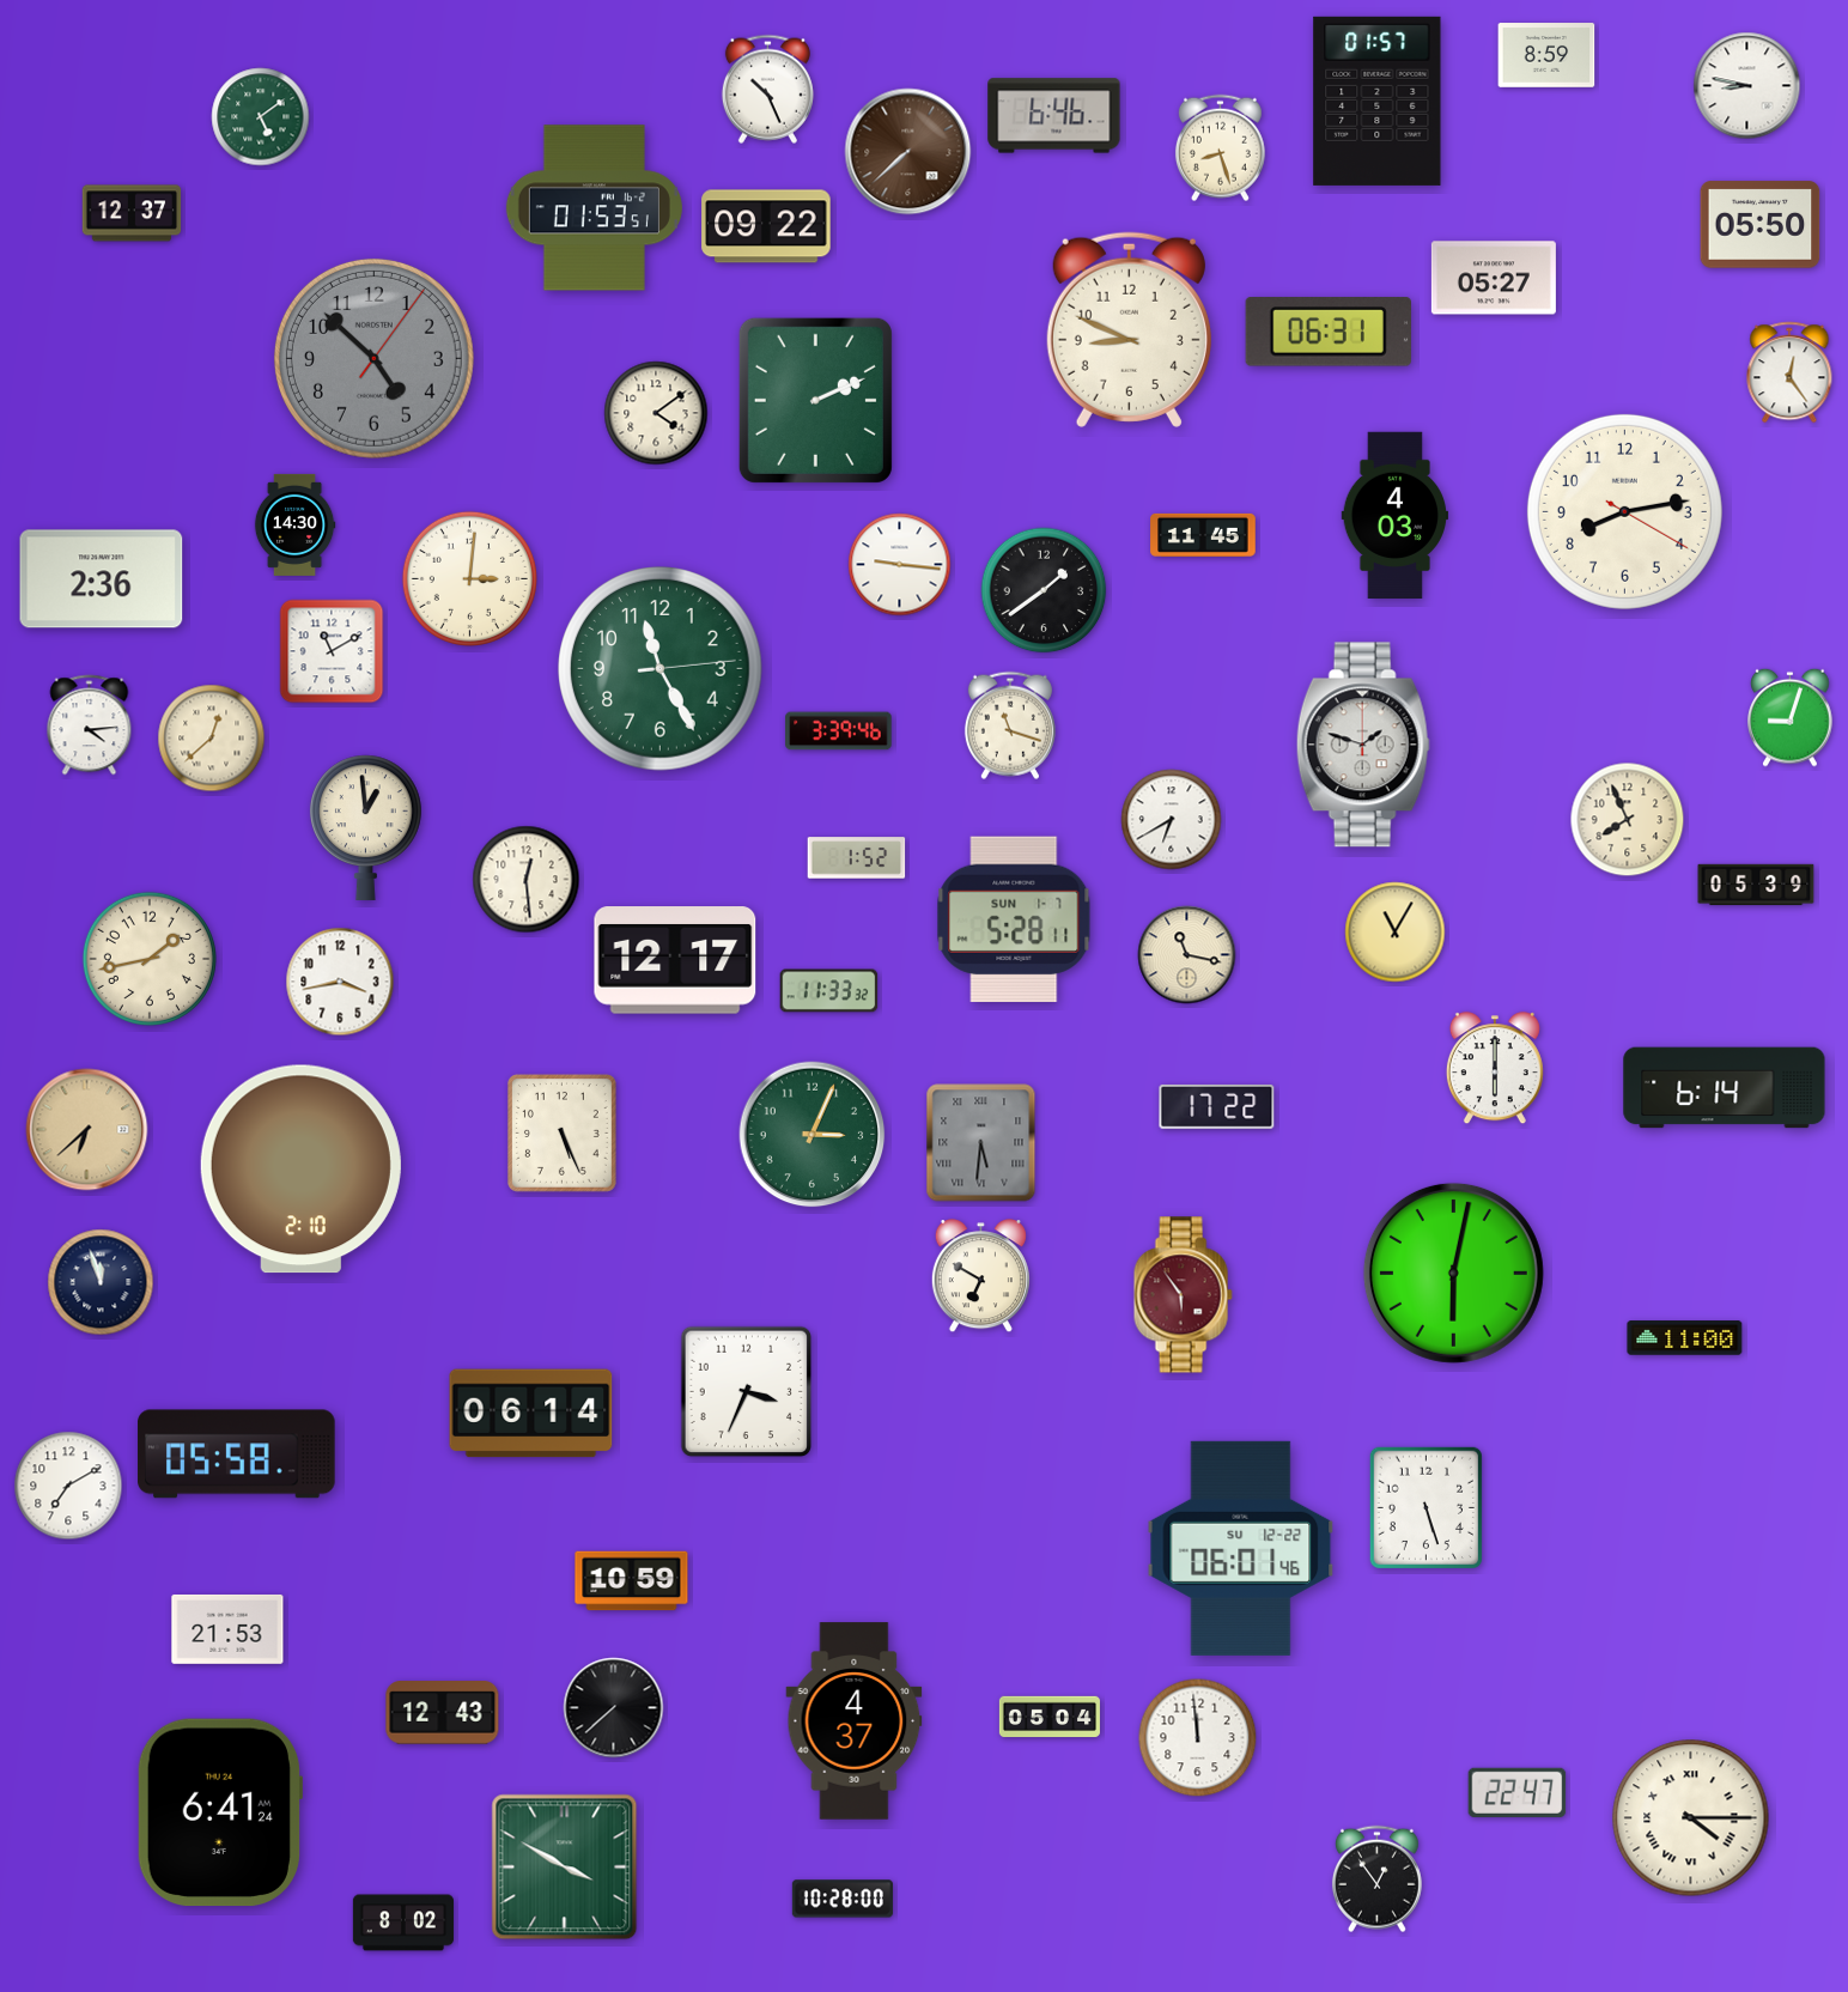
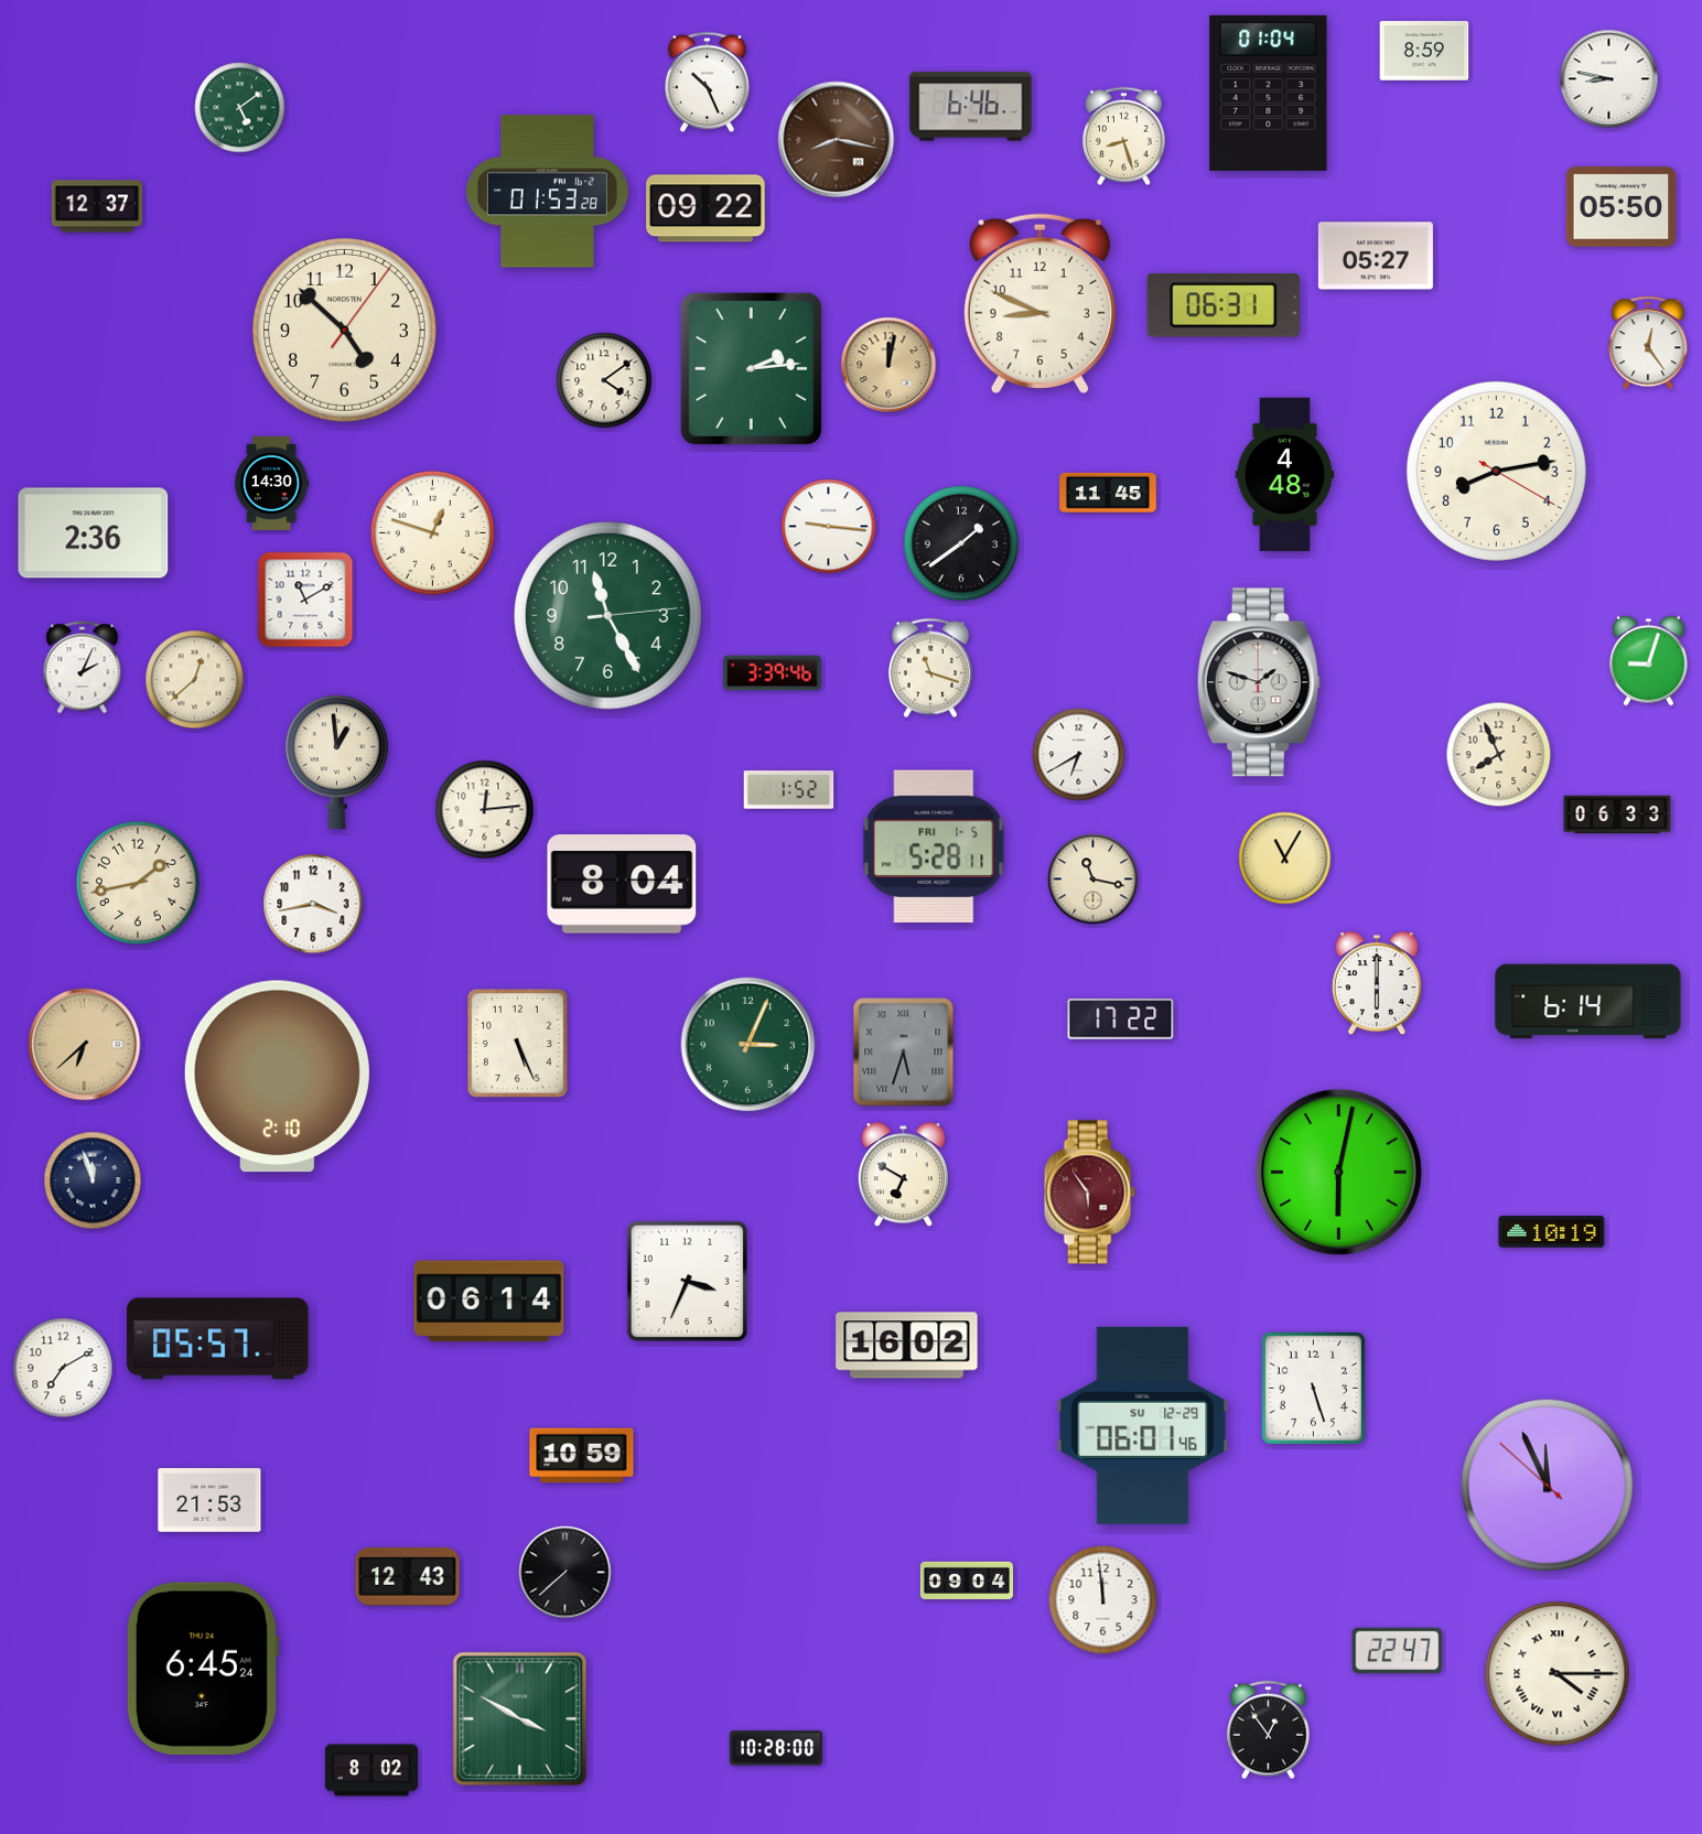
clock at (1378, 101): 01:57 -> 01:04
clock at (908, 152): 7:38 -> 8:17
clock at (594, 208): 01:53:51 -> 01:53:28
clock at (132, 213) position: (132, 213) -> (97, 206)
clock at (373, 358) dial: grey -> cream
clock at (888, 365): none -> 12:02
clock at (815, 400): 2:11 -> 2:14
clock at (1396, 516): 4:03 -> 4:48
clock at (900, 565) position: (900, 565) -> (829, 527)
clock at (469, 578): 3:01 -> 12:48
clock at (90, 725): 4:14 -> 2:04
clock at (1363, 745) position: (1363, 745) -> (1259, 682)
clock at (527, 880): 12:29 -> 12:14
clock at (1756, 885): 05:39 -> 06:33
clock at (1014, 918) date: SUN 1-7 -> FRI 1-5
clock at (675, 960): 12:17 -> 8:04
clock at (829, 991): 11:33 -> none
clock at (87, 1130) position: (87, 1130) -> (85, 1045)
clock at (981, 1143): 5:31 -> 5:33
clock at (1685, 1338): 11:00 -> 10:19
clock at (237, 1454): 05:58 -> 05:57
clock at (907, 1346): none -> 16:02
clock at (1241, 1548) date: SU 12-22 -> SU 12-29
clock at (1547, 1485): none -> 11:55
clock at (1050, 1717): 05:04 -> 09:04
clock at (855, 1721): 4:37 -> none
clock at (219, 1812): 6:41 -> 6:45
